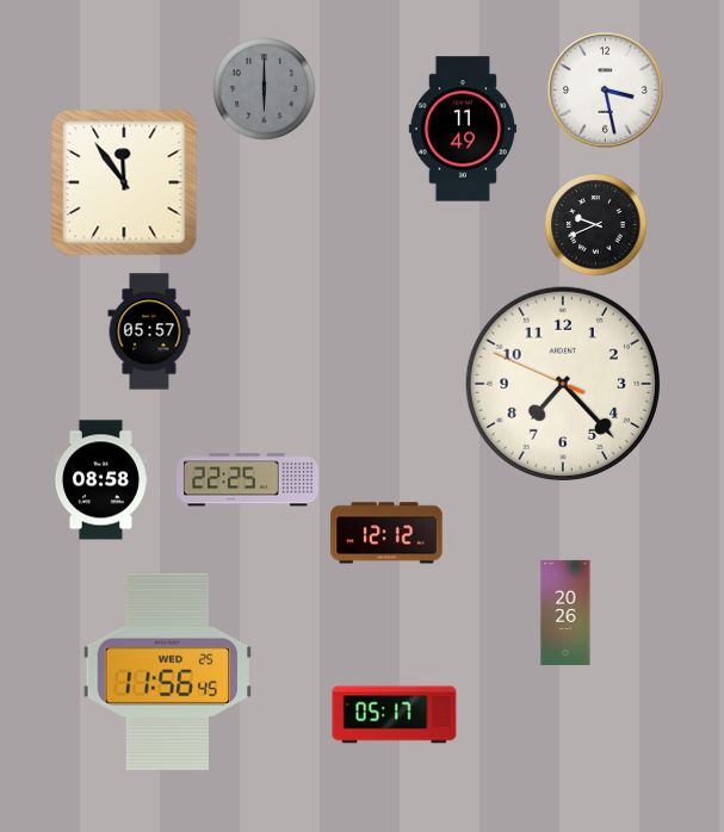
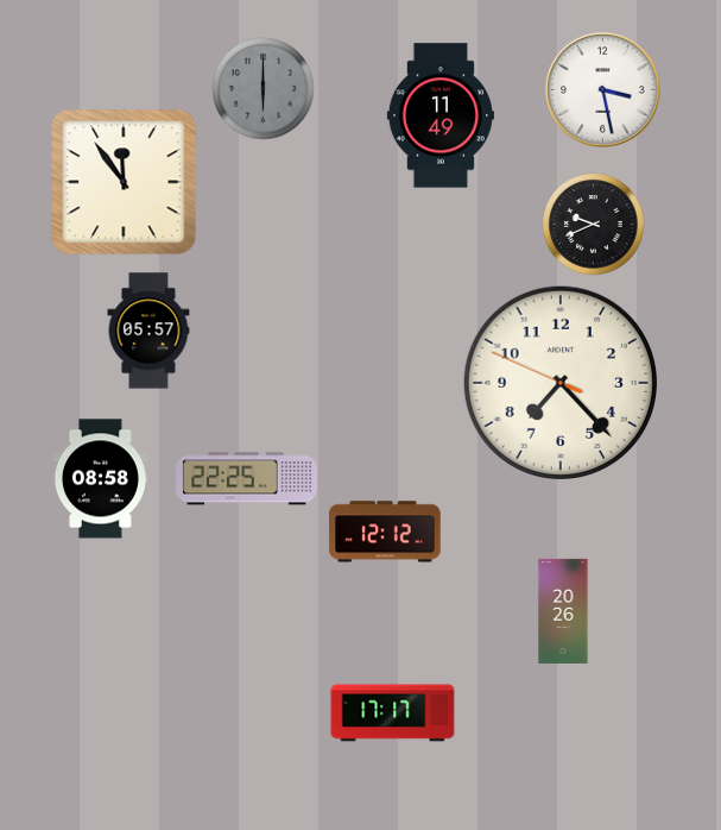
clock at (463, 129) position: (463, 129) -> (441, 115)
clock at (167, 671): 11:56 -> none
clock at (395, 715): 05:17 -> 17:17
